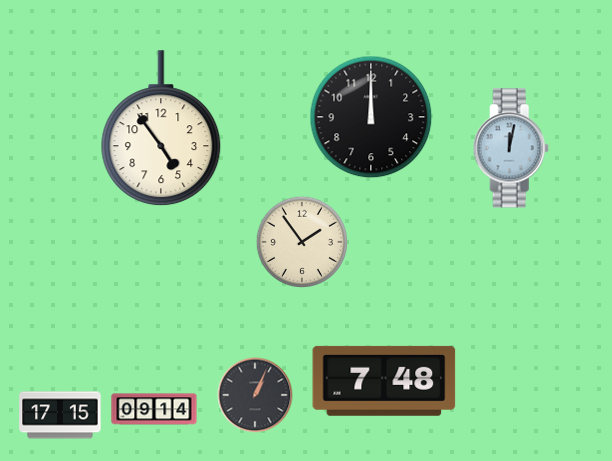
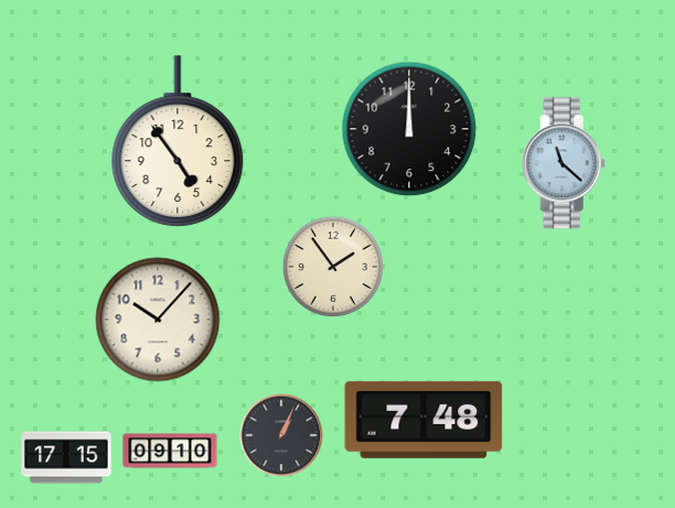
clock at (511, 148): 12:02 -> 11:22
clock at (158, 320): none -> 10:07
clock at (154, 409): 09:14 -> 09:10
